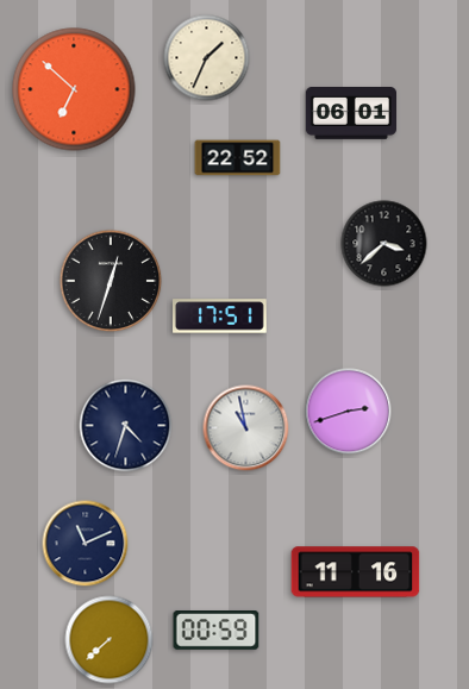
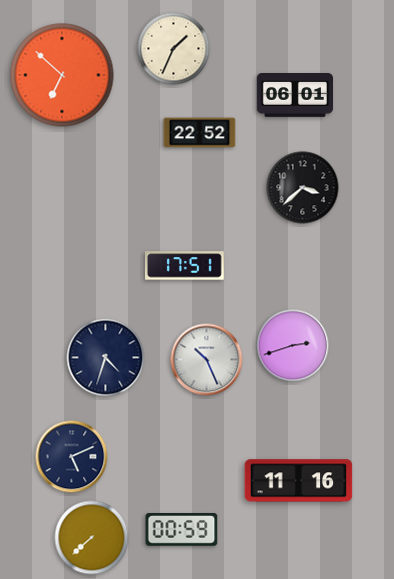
clock at (384, 244) position: (384, 244) -> (303, 188)
clock at (111, 281): 12:33 -> none
clock at (246, 428): 10:58 -> 10:26
clock at (86, 544): 11:11 -> 5:11
